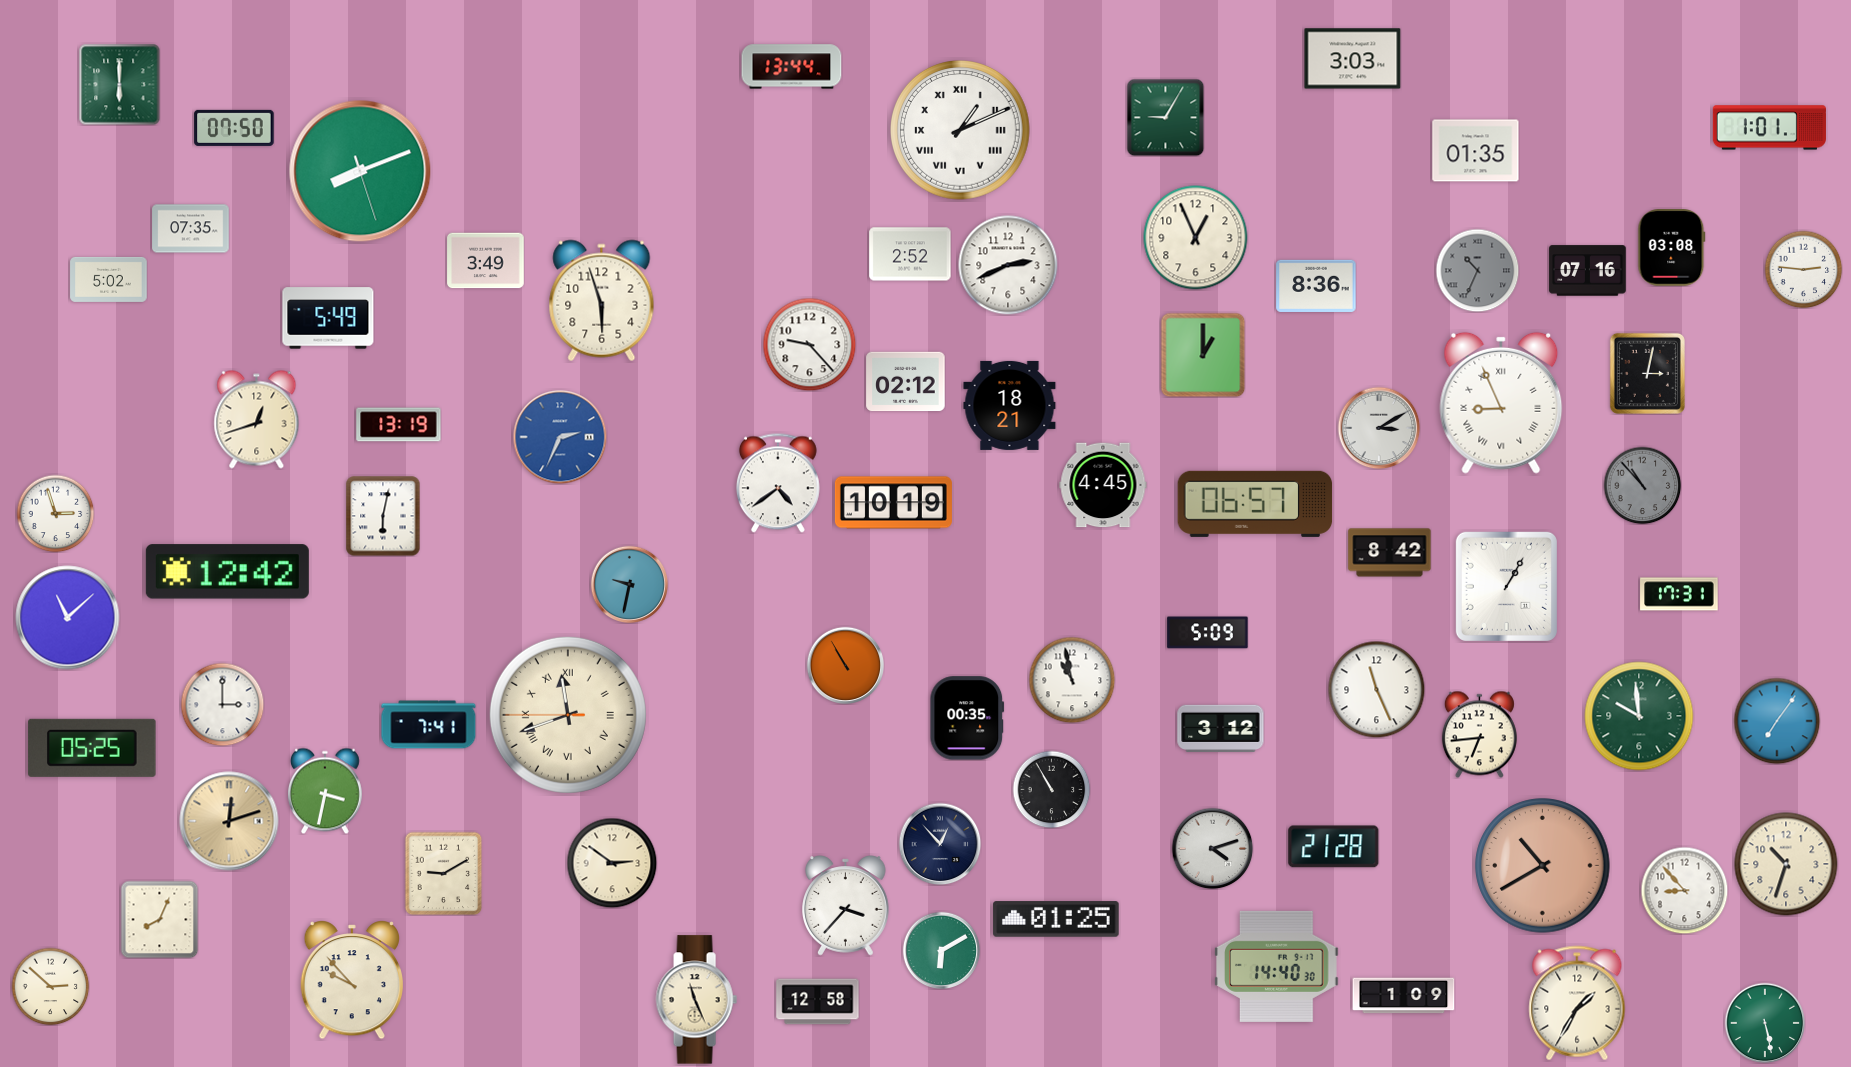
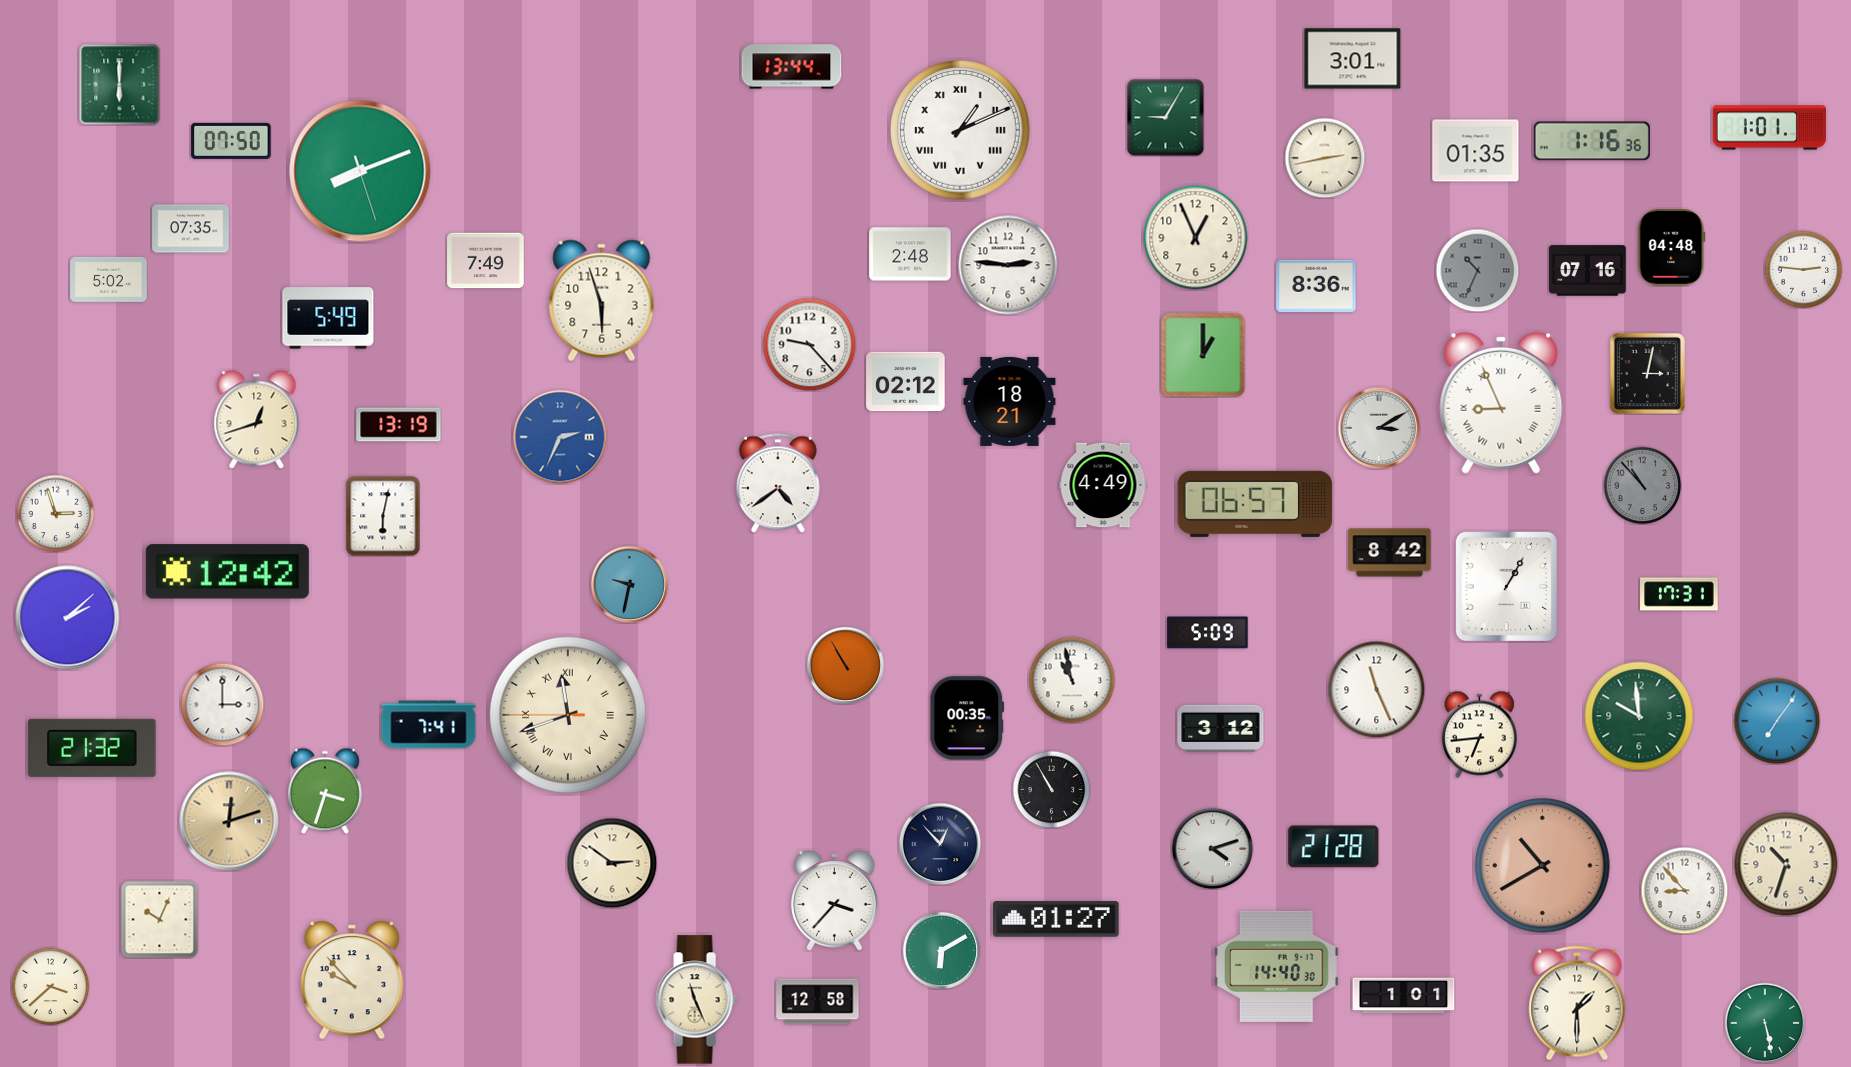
clock at (1353, 59): 3:03 -> 3:01
clock at (234, 128) position: (234, 128) -> (231, 141)
clock at (1592, 141): none -> 1:16
clock at (1325, 158): none -> 2:43
clock at (1672, 248): 03:08 -> 04:48
clock at (910, 254): 2:52 -> 2:48
clock at (486, 261): 3:49 -> 7:49
clock at (1008, 265): 2:41 -> 2:46
clock at (1010, 405) position: (1010, 405) -> (1010, 401)
clock at (1103, 485): 4:45 -> 4:49
clock at (893, 503): 10:19 -> none
clock at (68, 618): 11:08 -> 2:08
clock at (92, 748): 05:25 -> 21:32
clock at (325, 791): 3:32 -> 3:33
clock at (444, 873): 9:10 -> none
clock at (846, 906) position: (846, 906) -> (835, 901)
clock at (159, 919): 8:04 -> 10:04
clock at (1056, 919): 01:25 -> 01:27
clock at (50, 986): 2:52 -> 3:38
clock at (1404, 996): 1:09 -> 1:01
clock at (1577, 1003): 1:35 -> 1:30
